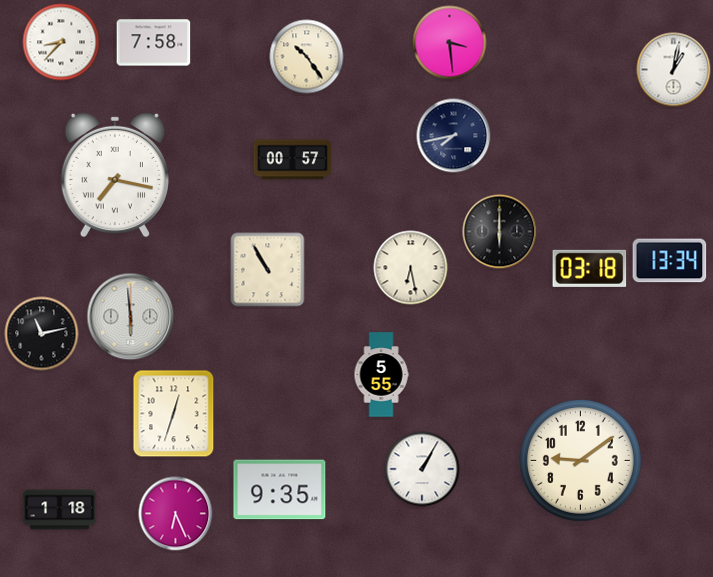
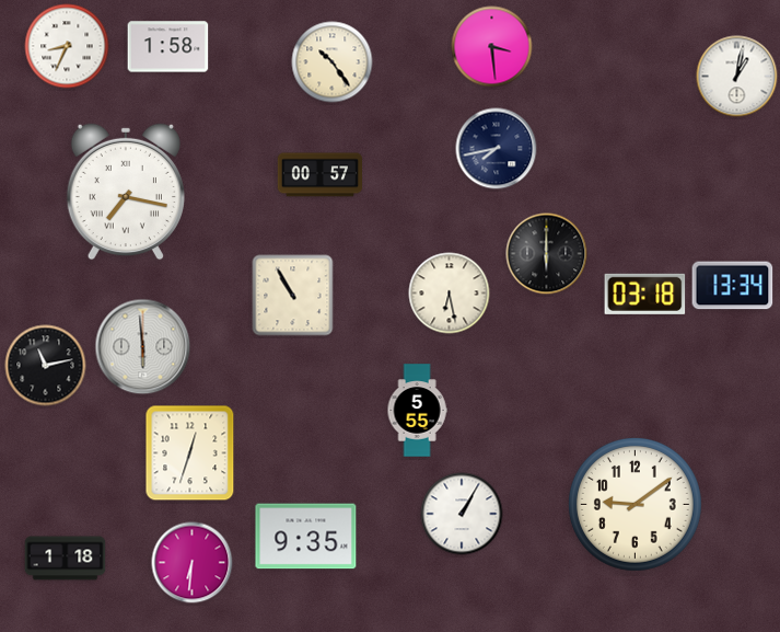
clock at (61, 42): 8:37 -> 8:34
clock at (154, 43): 7:58 -> 1:58
clock at (307, 57) position: (307, 57) -> (333, 62)
clock at (176, 514): 6:26 -> 6:31
